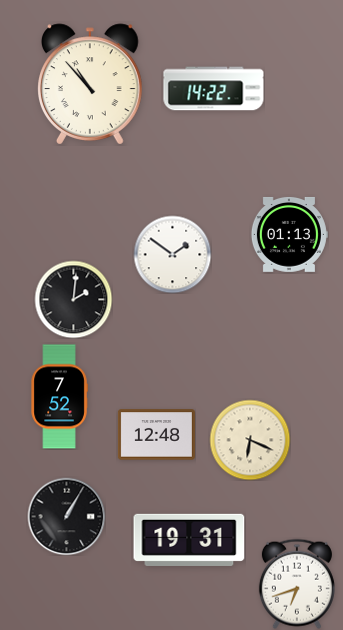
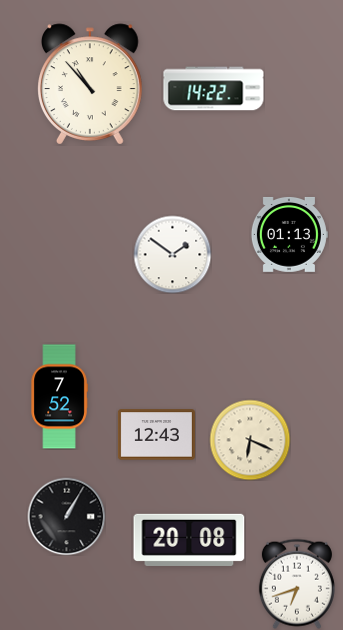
clock at (73, 299): 2:01 -> none
clock at (156, 435): 12:48 -> 12:43
clock at (189, 540): 19:31 -> 20:08
